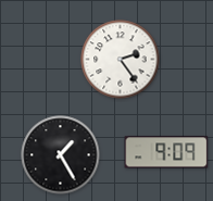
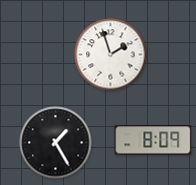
clock at (121, 60): 2:24 -> 1:57
clock at (166, 152): 9:09 -> 8:09
